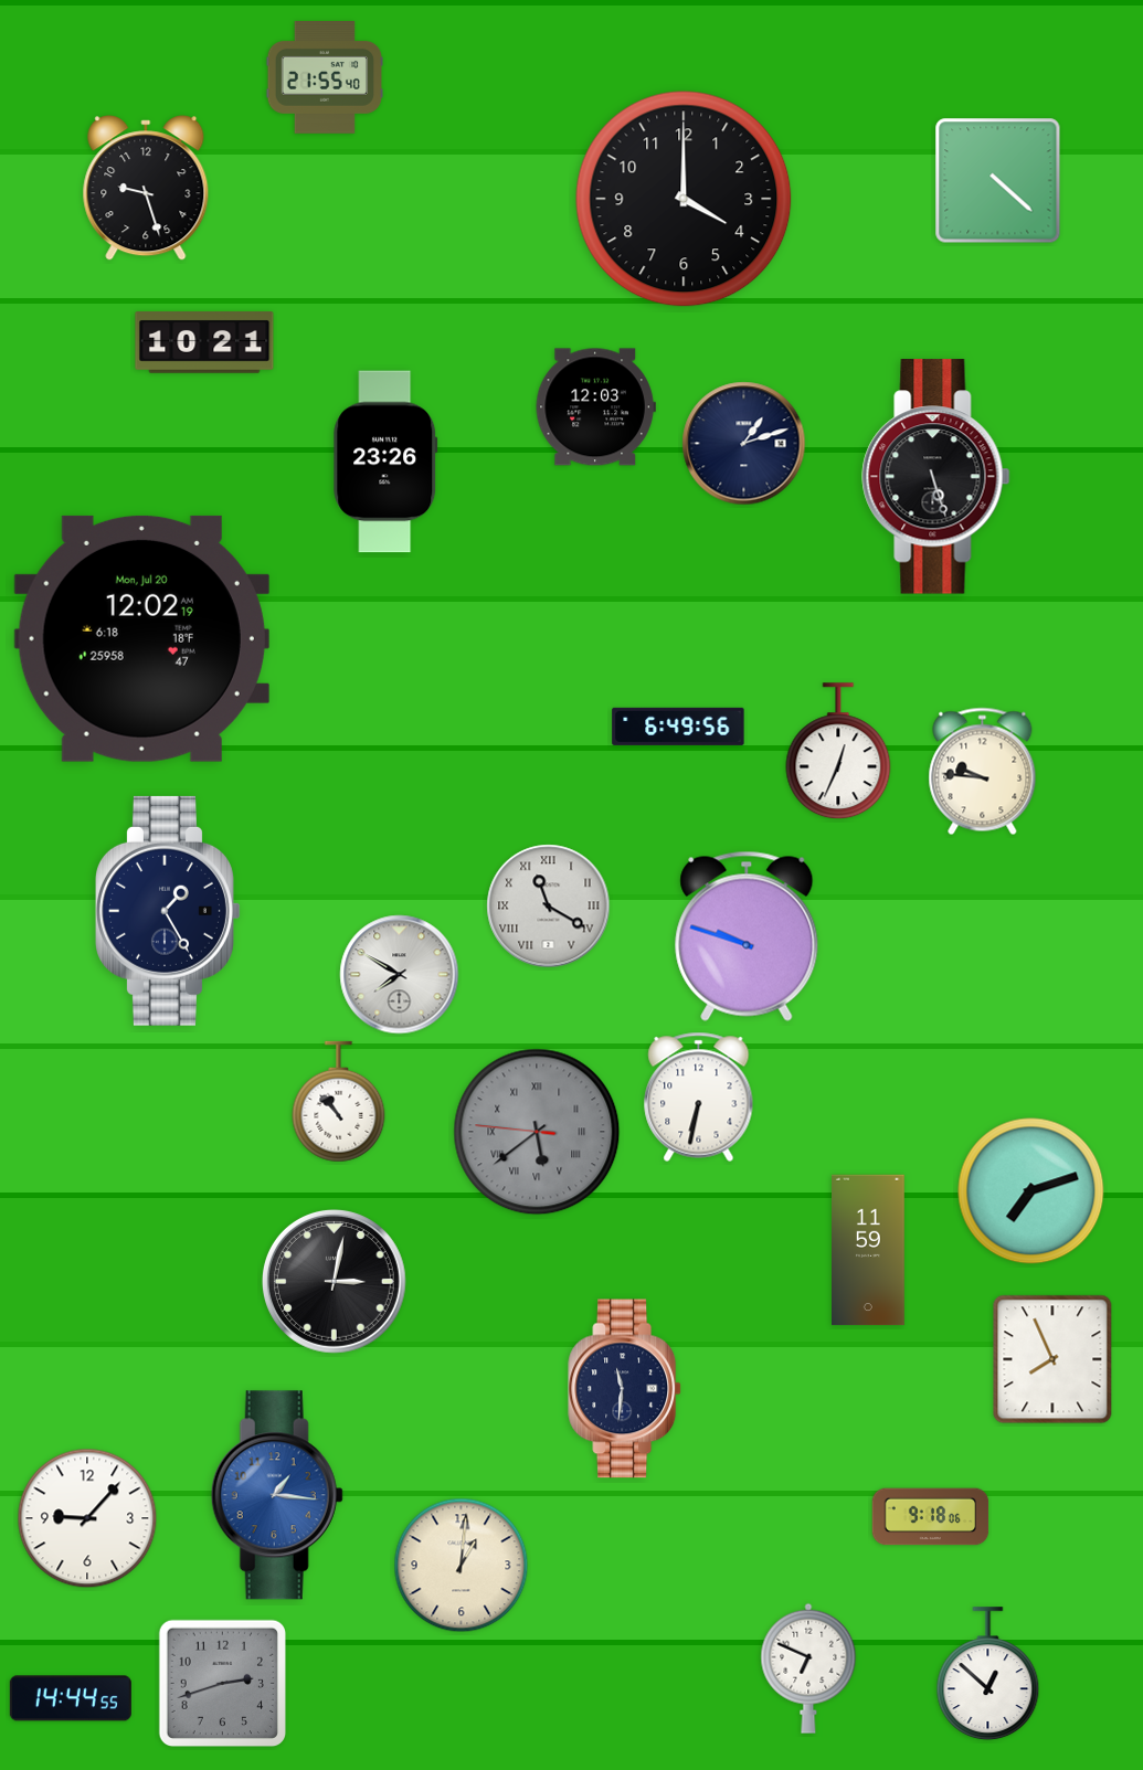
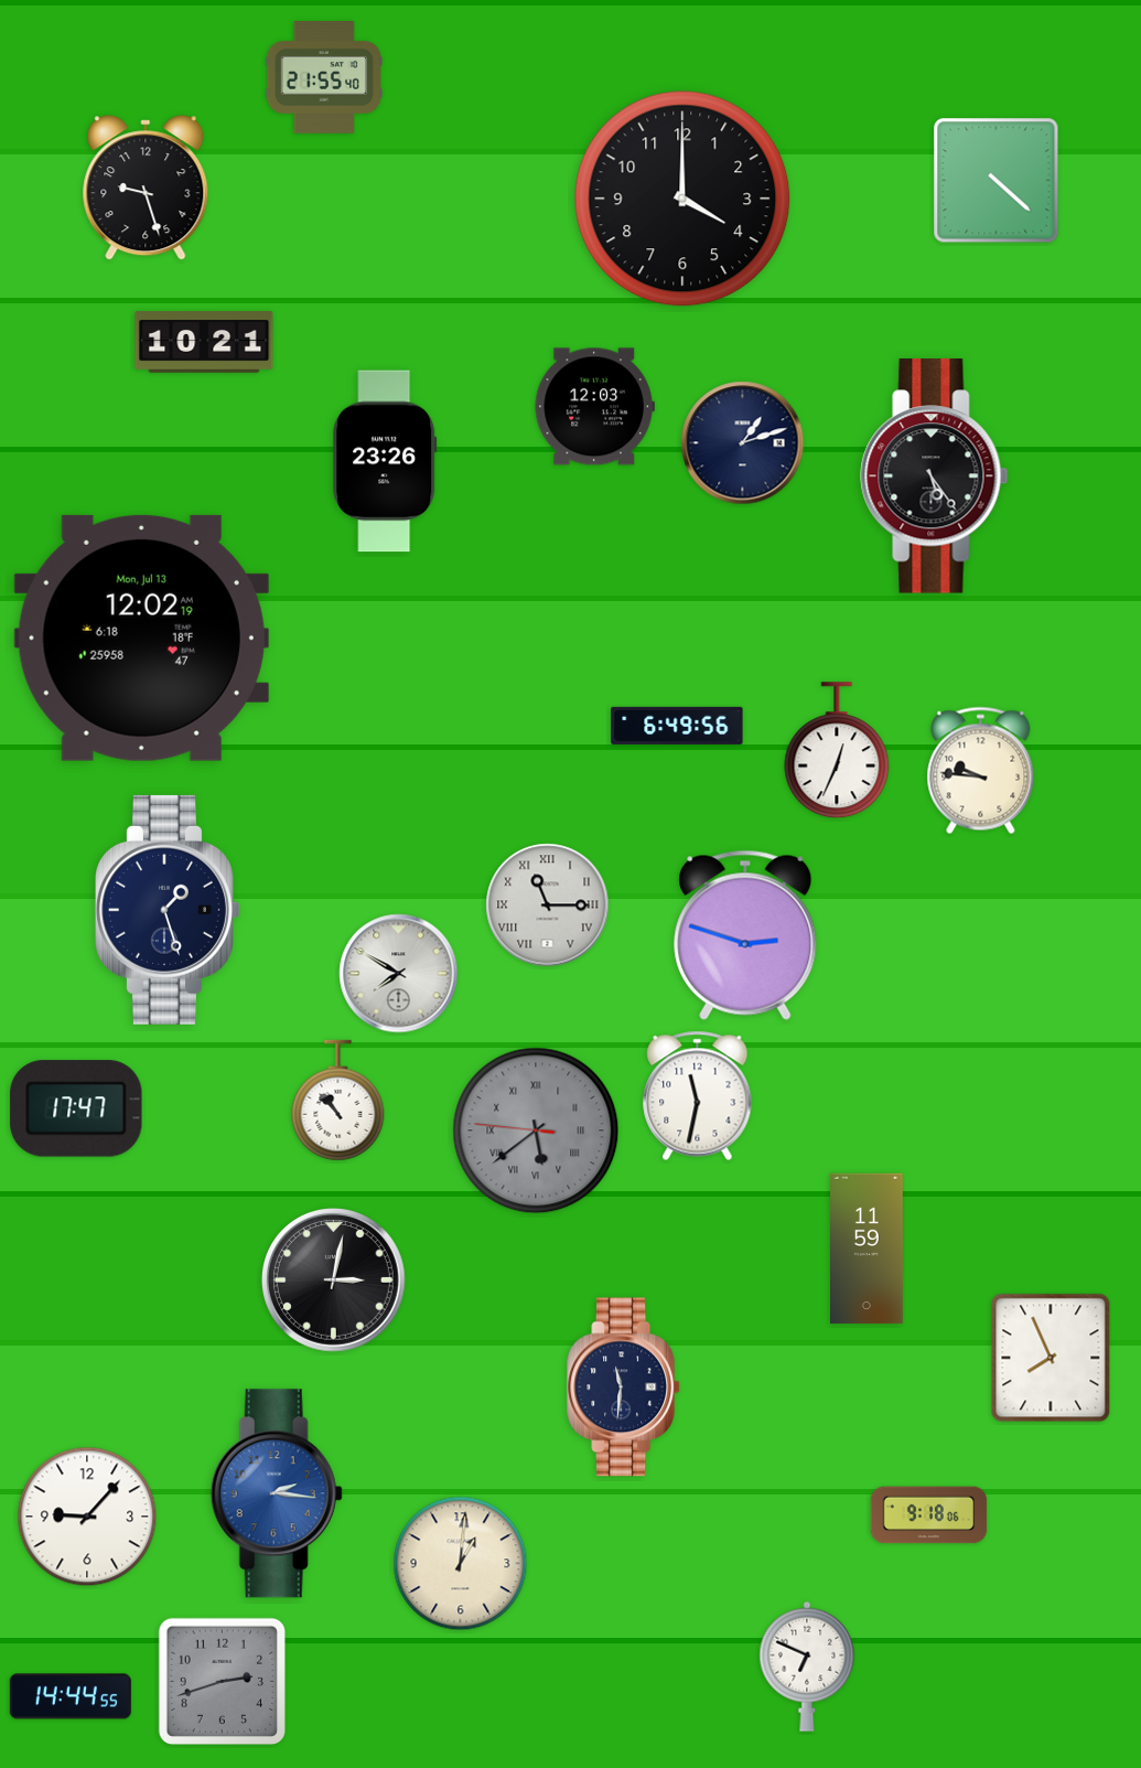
clock at (936, 477): 5:27 -> 5:24
clock at (141, 638) date: Mon, Jul 20 -> Mon, Jul 13
clock at (549, 907): 11:20 -> 11:15
clock at (168, 911): 1:25 -> 1:27
clock at (747, 936): 9:48 -> 2:48
clock at (699, 1096): 6:32 -> 11:32
clock at (76, 1108): none -> 17:47
clock at (1031, 1191): 7:12 -> none
clock at (277, 1495): 1:16 -> 2:16
clock at (988, 1674): 12:52 -> none
